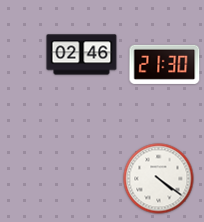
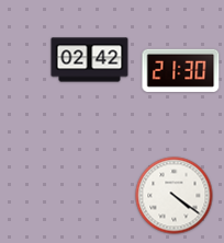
clock at (82, 55): 02:46 -> 02:42
